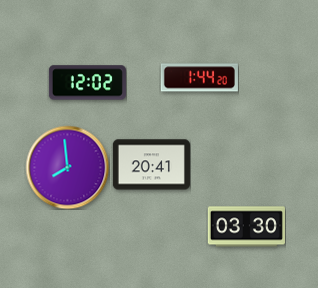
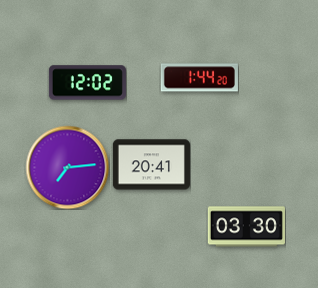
clock at (67, 167): 7:59 -> 7:14
